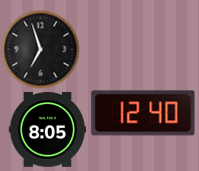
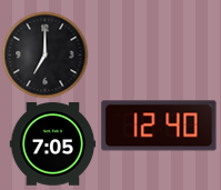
clock at (40, 49): 6:57 -> 7:00
clock at (47, 130): 8:05 -> 7:05
